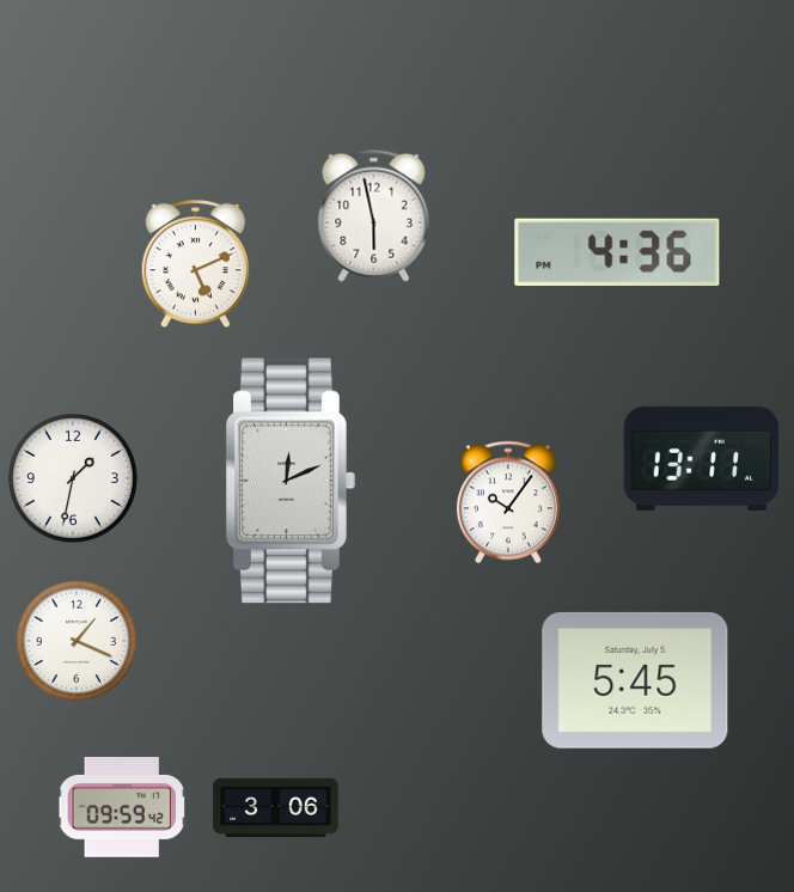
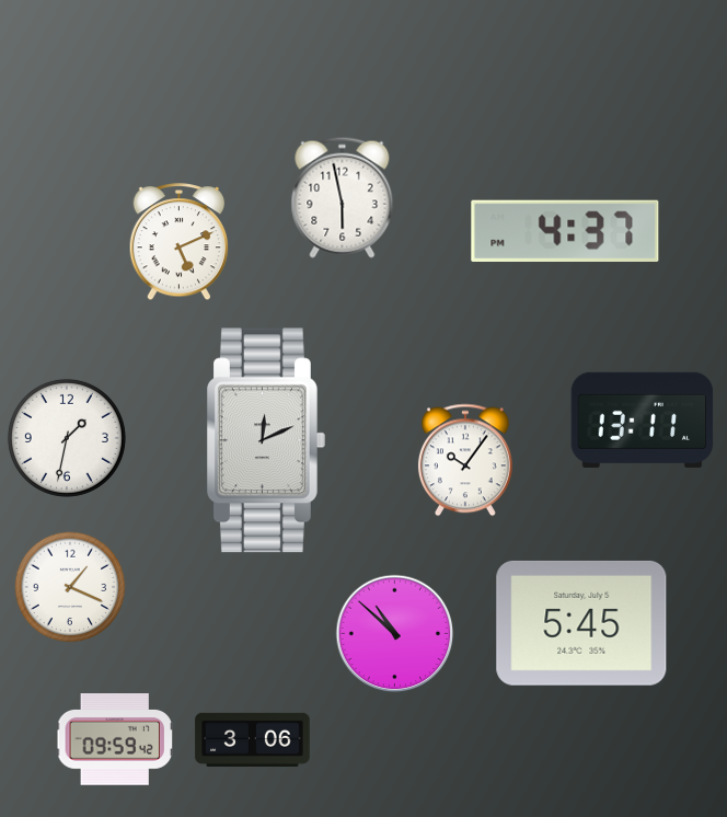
clock at (617, 251): 4:36 -> 4:37
clock at (395, 634): none -> 10:52
clock at (121, 808) position: (121, 808) -> (114, 740)
